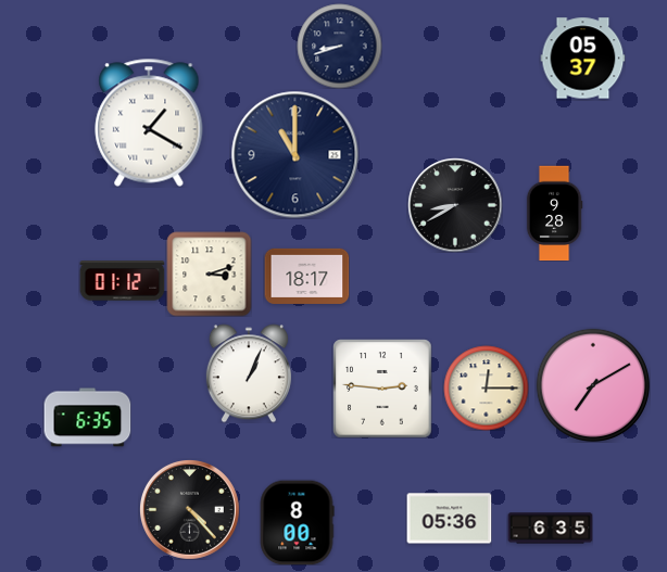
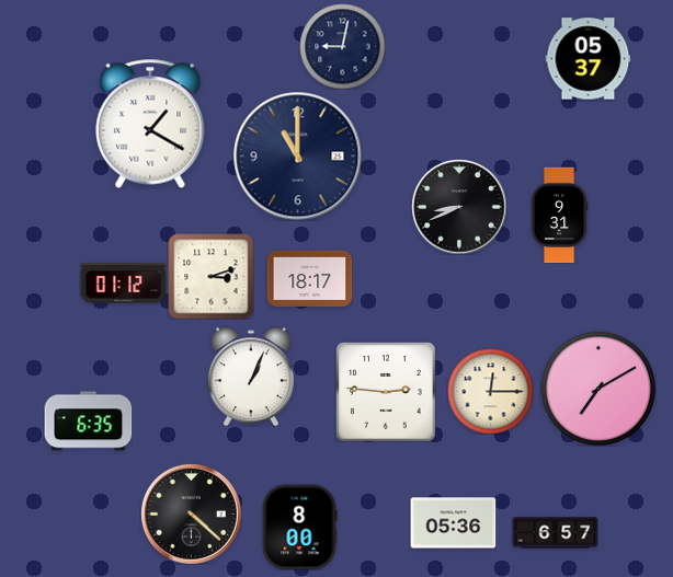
clock at (339, 46): 8:42 -> 9:02
clock at (455, 205): 8:40 -> 8:41
clock at (554, 213): 9:28 -> 9:31
clock at (189, 509): 4:23 -> 4:22
clock at (550, 529): 6:35 -> 6:57
